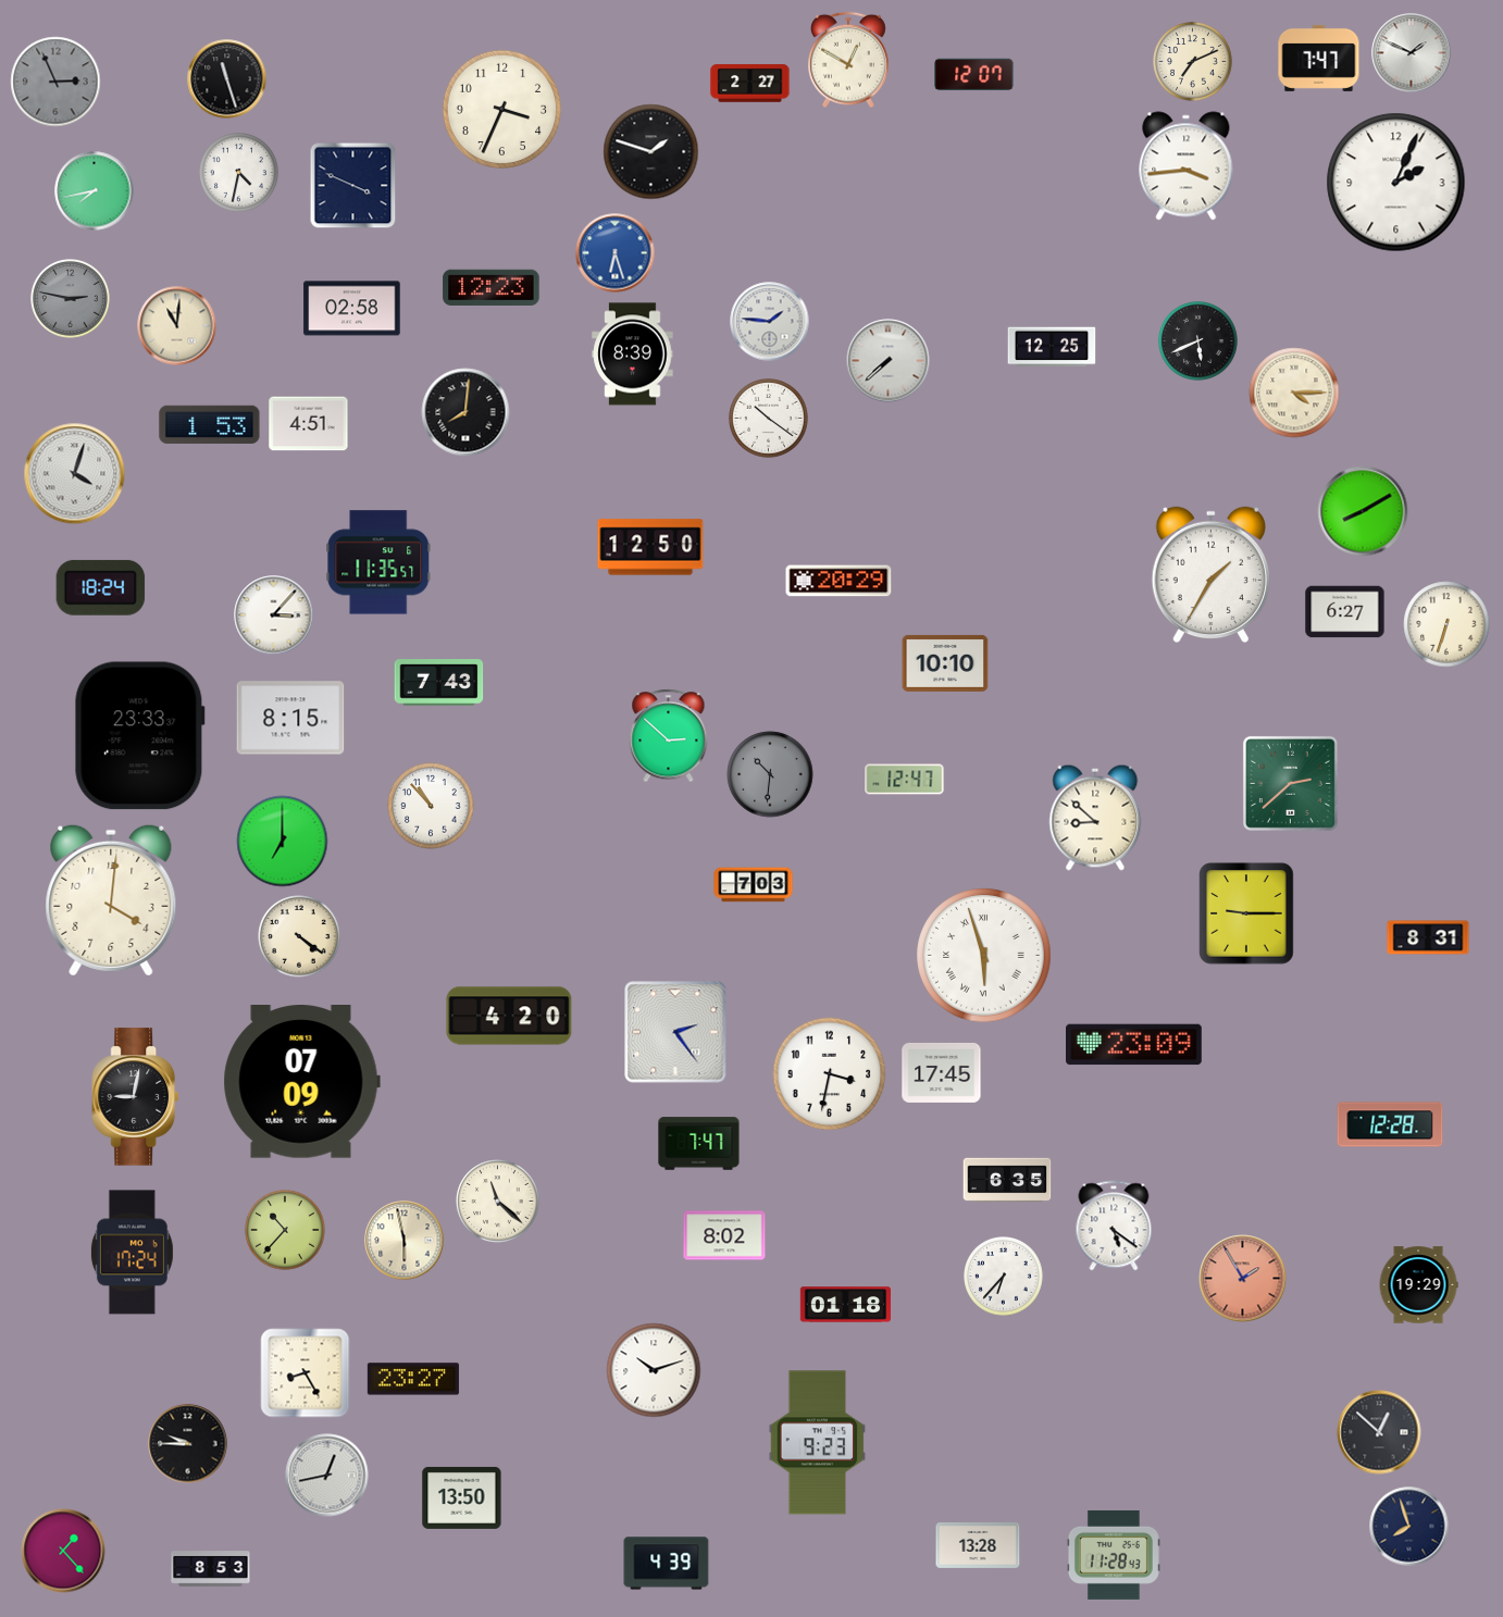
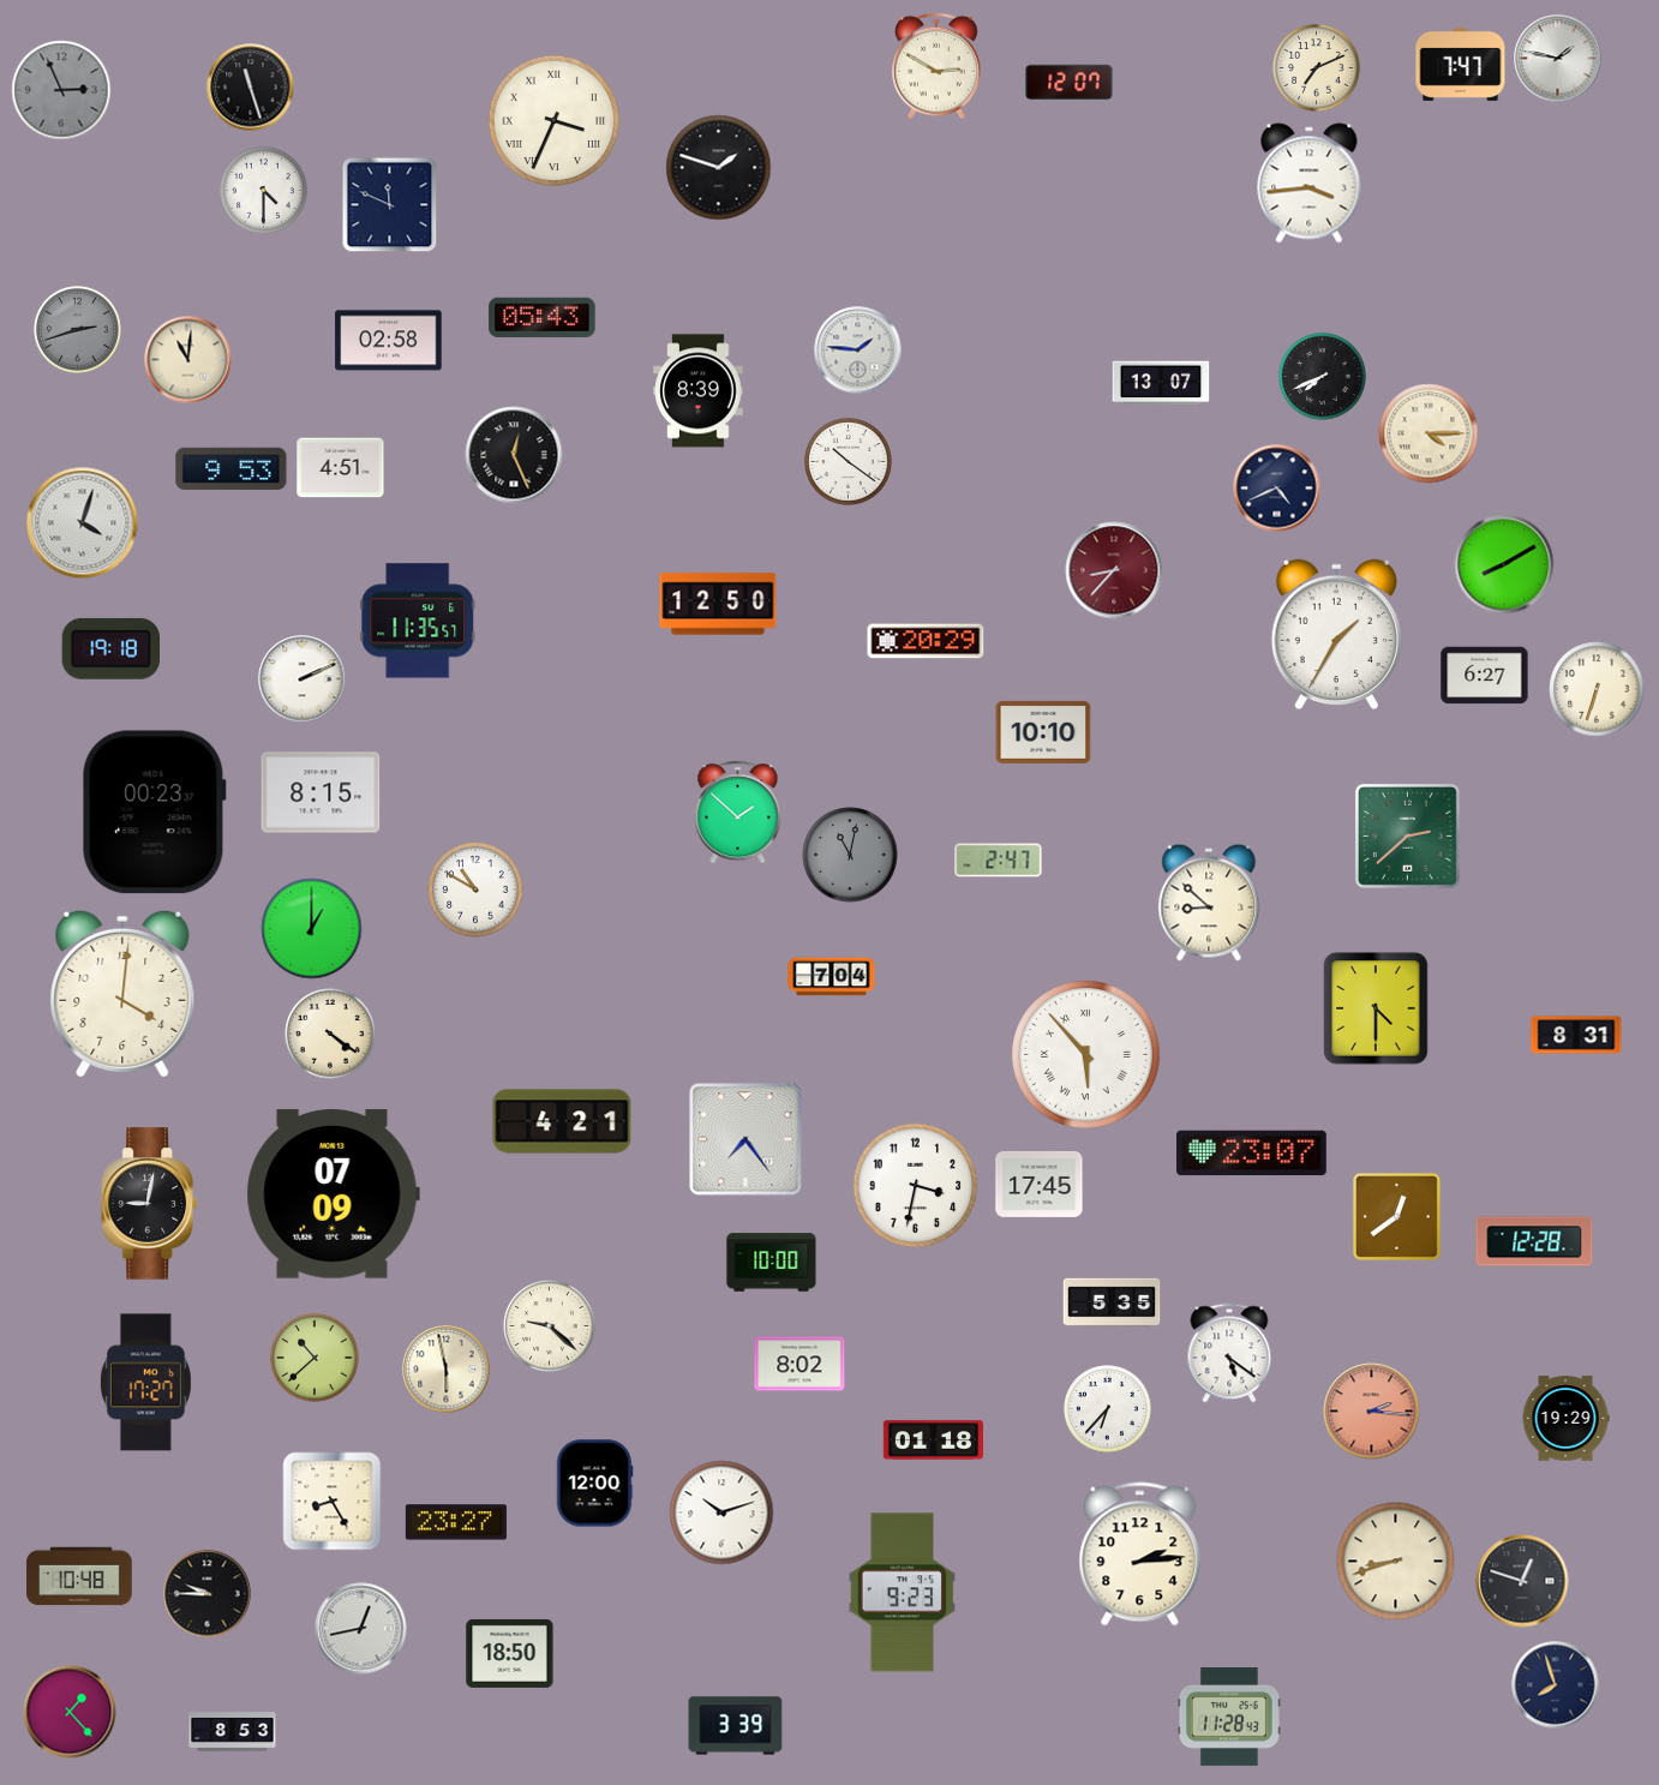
clock at (1412, 53): 1:49 -> 1:47
clock at (1319, 58) position: (1319, 58) -> (1461, 64)
clock at (849, 60): 12:50 -> 2:50
clock at (974, 75) position: (974, 75) -> (1070, 83)
clock at (750, 84): 2:27 -> none
clock at (501, 109) numerals: Arabic -> Roman
clock at (239, 173): 4:32 -> 4:30
clock at (1396, 183): 2:04 -> none
clock at (353, 186): 3:49 -> 11:49
clock at (95, 191): 7:43 -> none
clock at (616, 253): 6:27 -> none
clock at (492, 287): 12:23 -> 05:43
clock at (71, 299): 2:47 -> 2:42
clock at (770, 322) position: (770, 322) -> (858, 351)
clock at (177, 326) position: (177, 326) -> (188, 360)
clock at (1198, 341): 5:41 -> 7:41
clock at (1052, 347): 12:25 -> 13:07
clock at (889, 361): 7:38 -> none
clock at (465, 412): 8:01 -> 12:26
clock at (210, 424): 1:53 -> 9:53
clock at (1277, 489): none -> 4:41
clock at (1114, 570): none -> 8:37
clock at (101, 587): 18:24 -> 19:18
clock at (274, 615): 3:07 -> 2:11
clock at (439, 683): 7:43 -> none
clock at (139, 736): 23:33 -> 00:23
clock at (669, 736): 2:52 -> 1:52
clock at (770, 774): 10:31 -> 11:02
clock at (905, 780): 12:47 -> 2:47
clock at (1290, 783) position: (1290, 783) -> (1407, 835)
clock at (431, 806): 10:53 -> 10:50
clock at (283, 842): 7:00 -> 1:00
clock at (754, 885): 7:03 -> 7:04
clock at (1246, 913): 9:15 -> 4:30
clock at (984, 956): 5:57 -> 5:53
clock at (509, 1016): 4:20 -> 4:21
clock at (675, 1032): 2:24 -> 7:24
clock at (1134, 1045): 23:09 -> 23:07
clock at (135, 1097) position: (135, 1097) -> (149, 1204)
clock at (1396, 1216): none -> 12:39
clock at (699, 1144): 7:47 -> 10:00
clock at (1007, 1180): 6:35 -> 5:35
clock at (498, 1202): 11:22 -> 9:22
clock at (285, 1230): 10:37 -> 10:38
clock at (132, 1253): 17:24 -> 17:27
clock at (1243, 1279): 1:55 -> 2:16
clock at (594, 1484): none -> 12:00
clock at (306, 1373) position: (306, 1373) -> (333, 1502)
clock at (1140, 1555): none -> 2:14
clock at (1396, 1562): none -> 8:42
clock at (79, 1576): none -> 10:48
clock at (1379, 1432): 12:52 -> 12:48
clock at (462, 1497): 13:50 -> 18:50
clock at (978, 1545): 13:28 -> none
clock at (667, 1564): 4:39 -> 3:39
